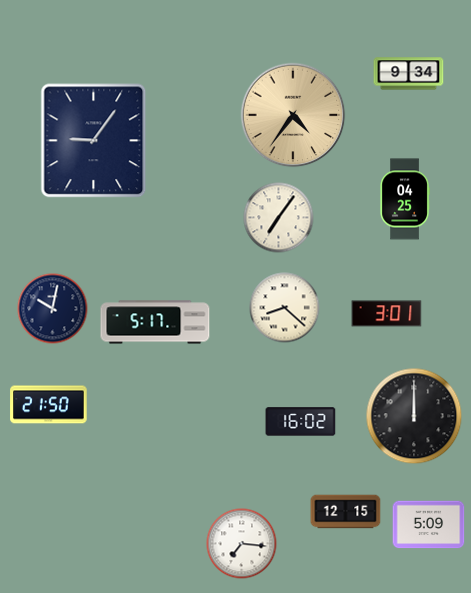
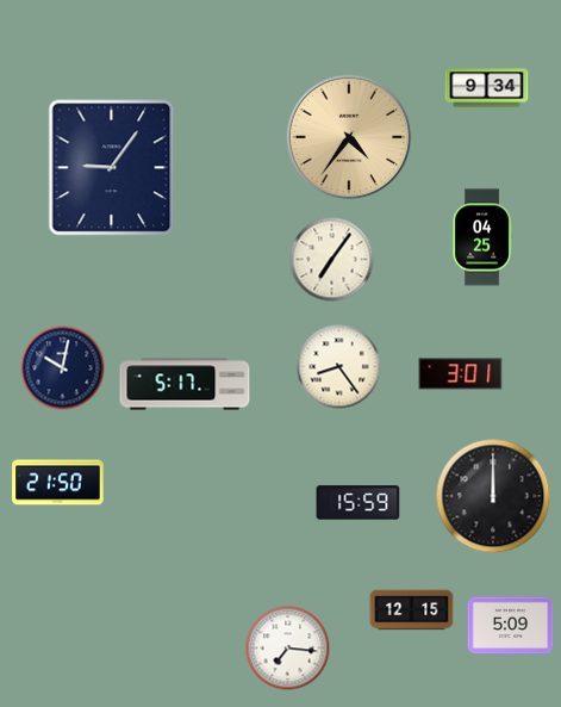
clock at (285, 308): 8:22 -> 8:24
clock at (301, 422): 16:02 -> 15:59
